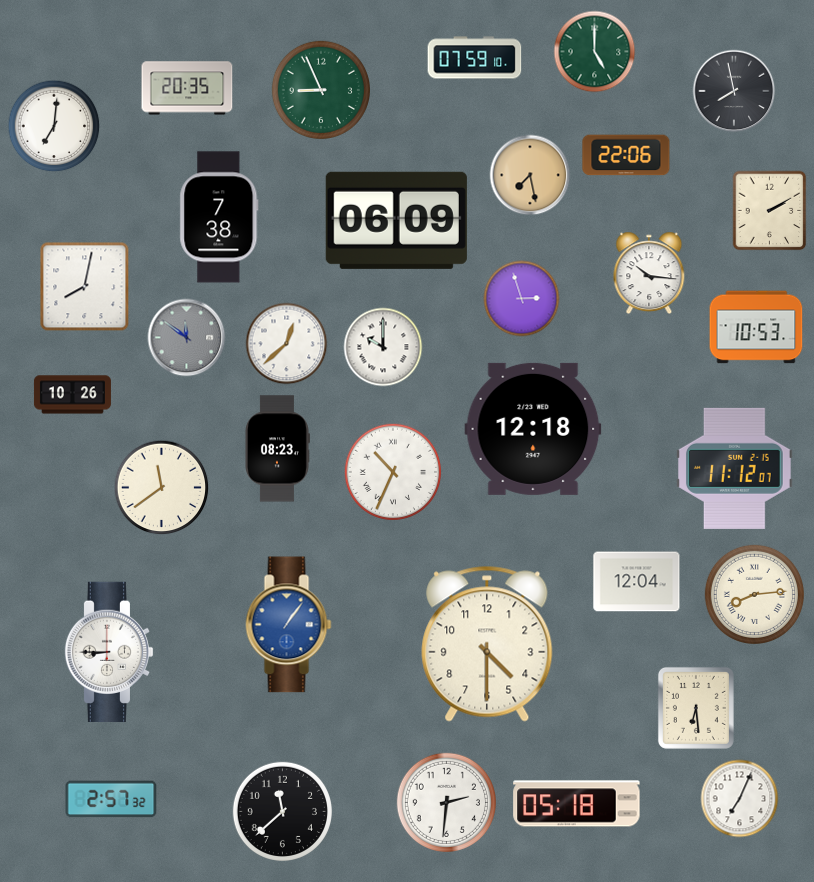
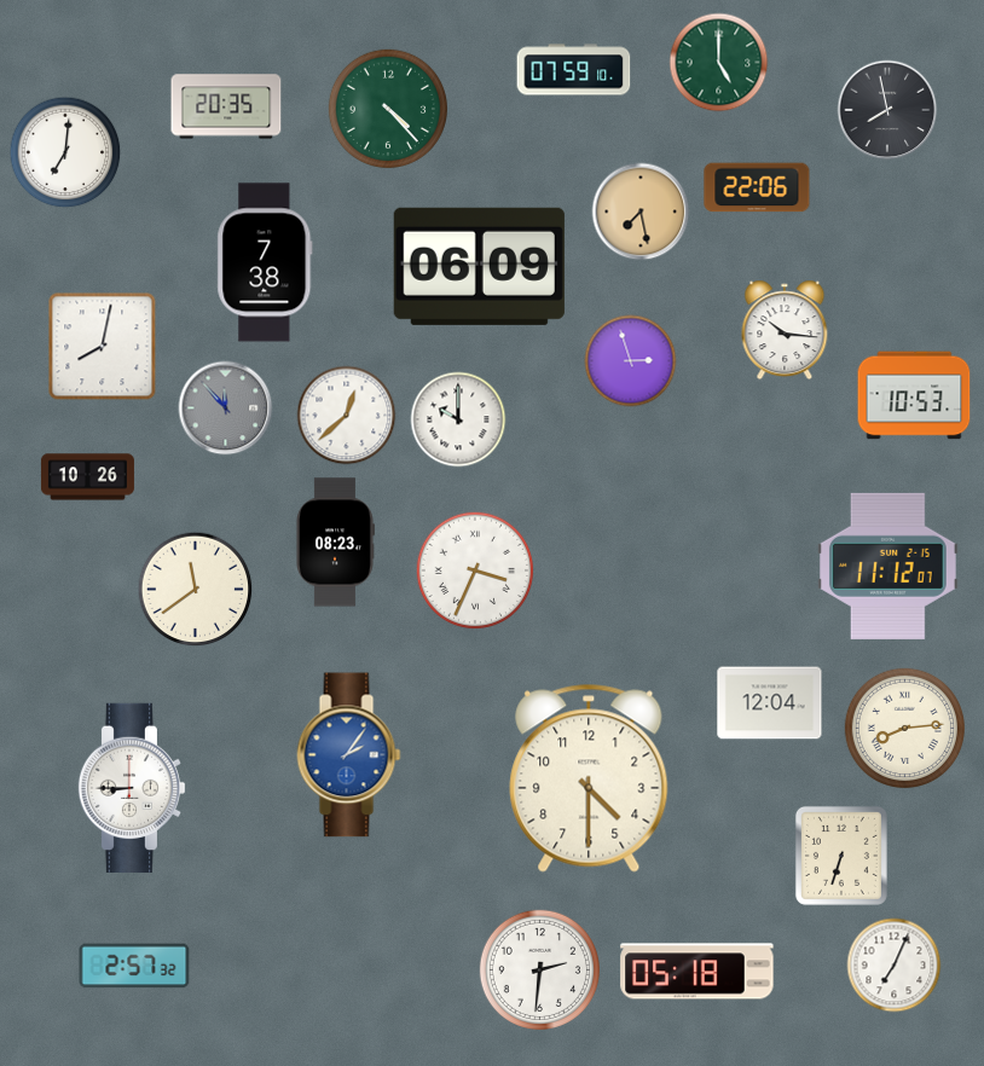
clock at (320, 89): 8:56 -> 4:23
clock at (770, 211): 2:10 -> none
clock at (187, 338): 11:51 -> 11:53
clock at (383, 347) position: (383, 347) -> (458, 419)
clock at (533, 429): 12:18 -> none
clock at (393, 472): 10:34 -> 3:34
clock at (754, 594) position: (754, 594) -> (904, 728)
clock at (289, 625): 1:06 -> 2:06
clock at (696, 708): 6:29 -> 6:33
clock at (282, 811): 11:38 -> none
